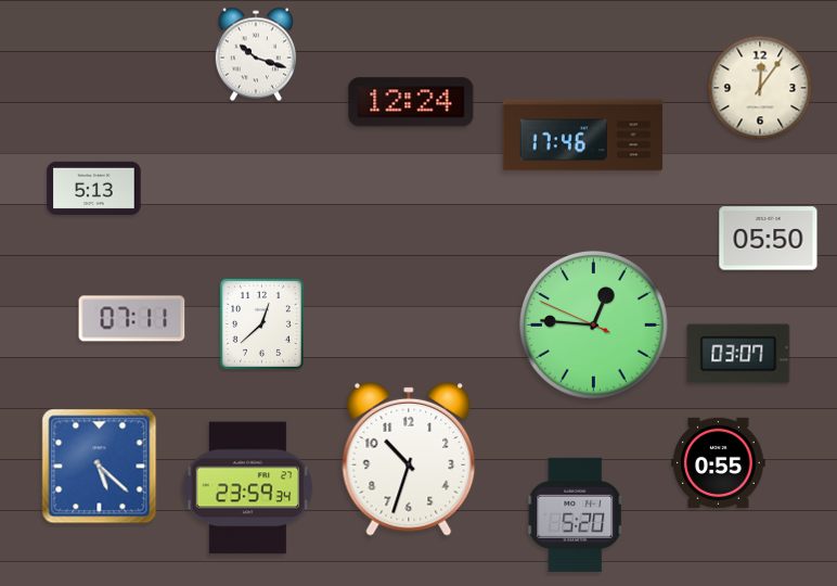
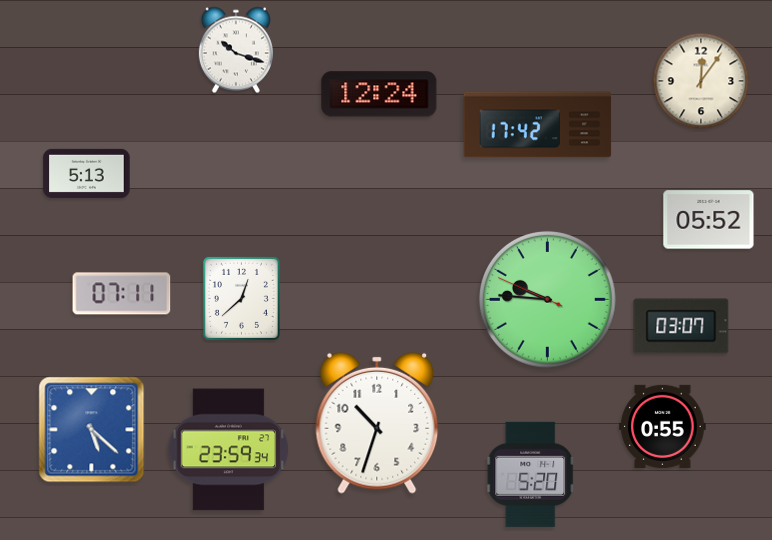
clock at (583, 136): 17:46 -> 17:42
clock at (769, 239): 05:50 -> 05:52
clock at (593, 324): 12:45 -> 9:45
